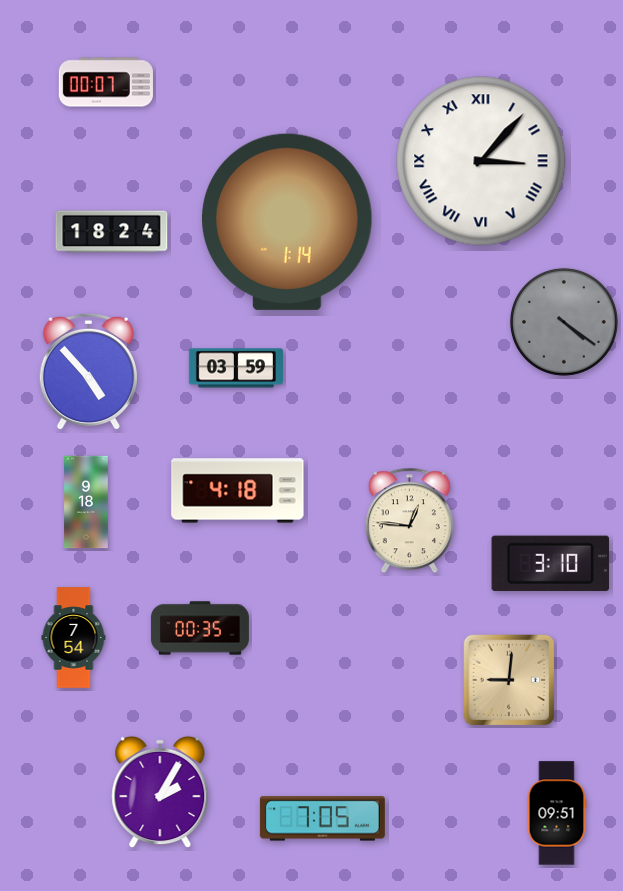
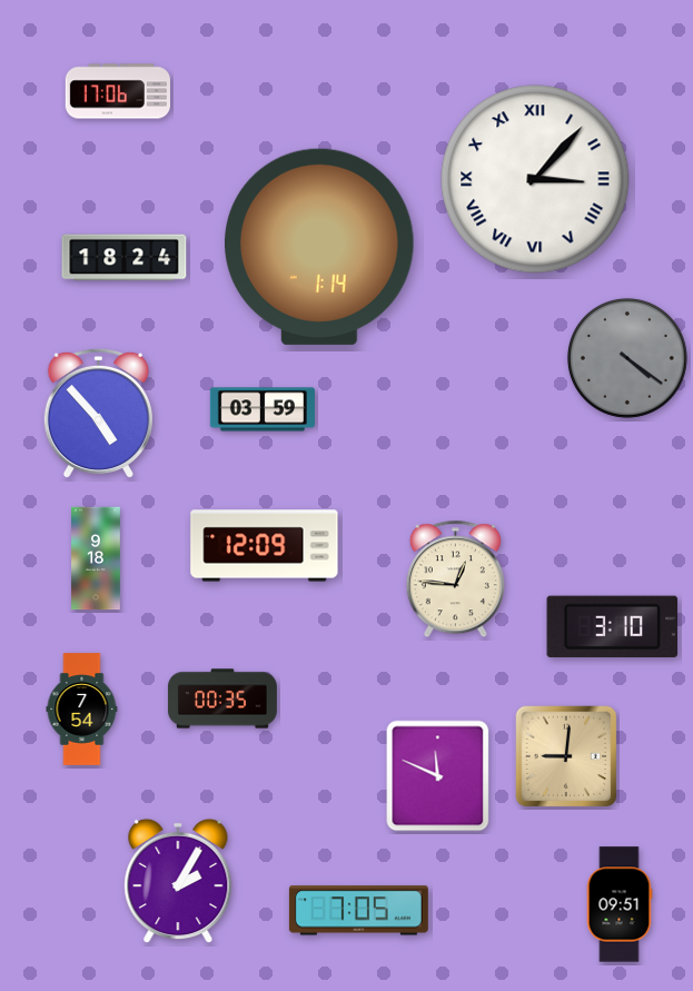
clock at (106, 82): 00:07 -> 17:06
clock at (238, 491): 4:18 -> 12:09
clock at (438, 776): none -> 11:49
